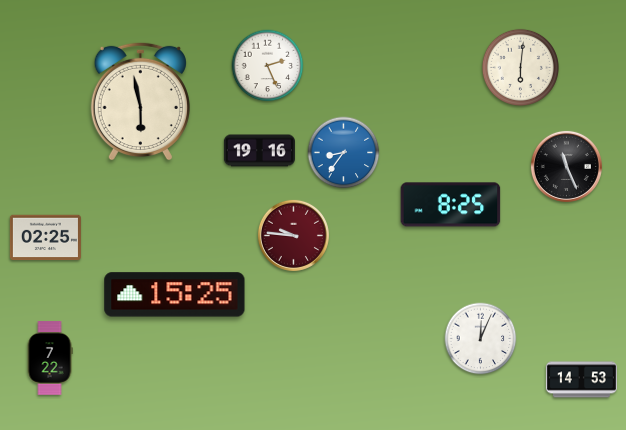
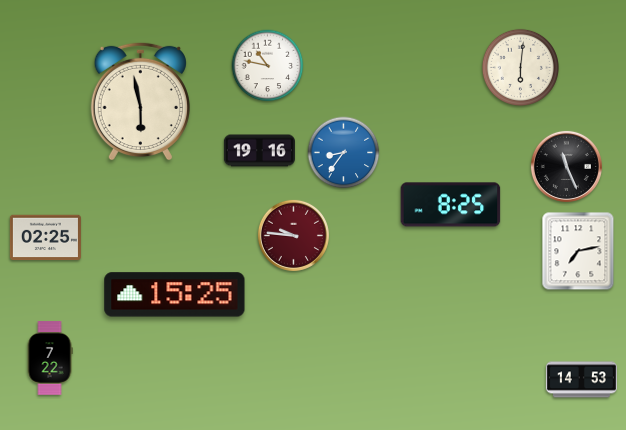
clock at (268, 66): 2:26 -> 10:47
clock at (578, 251): none -> 7:13
clock at (481, 339): 12:04 -> none
